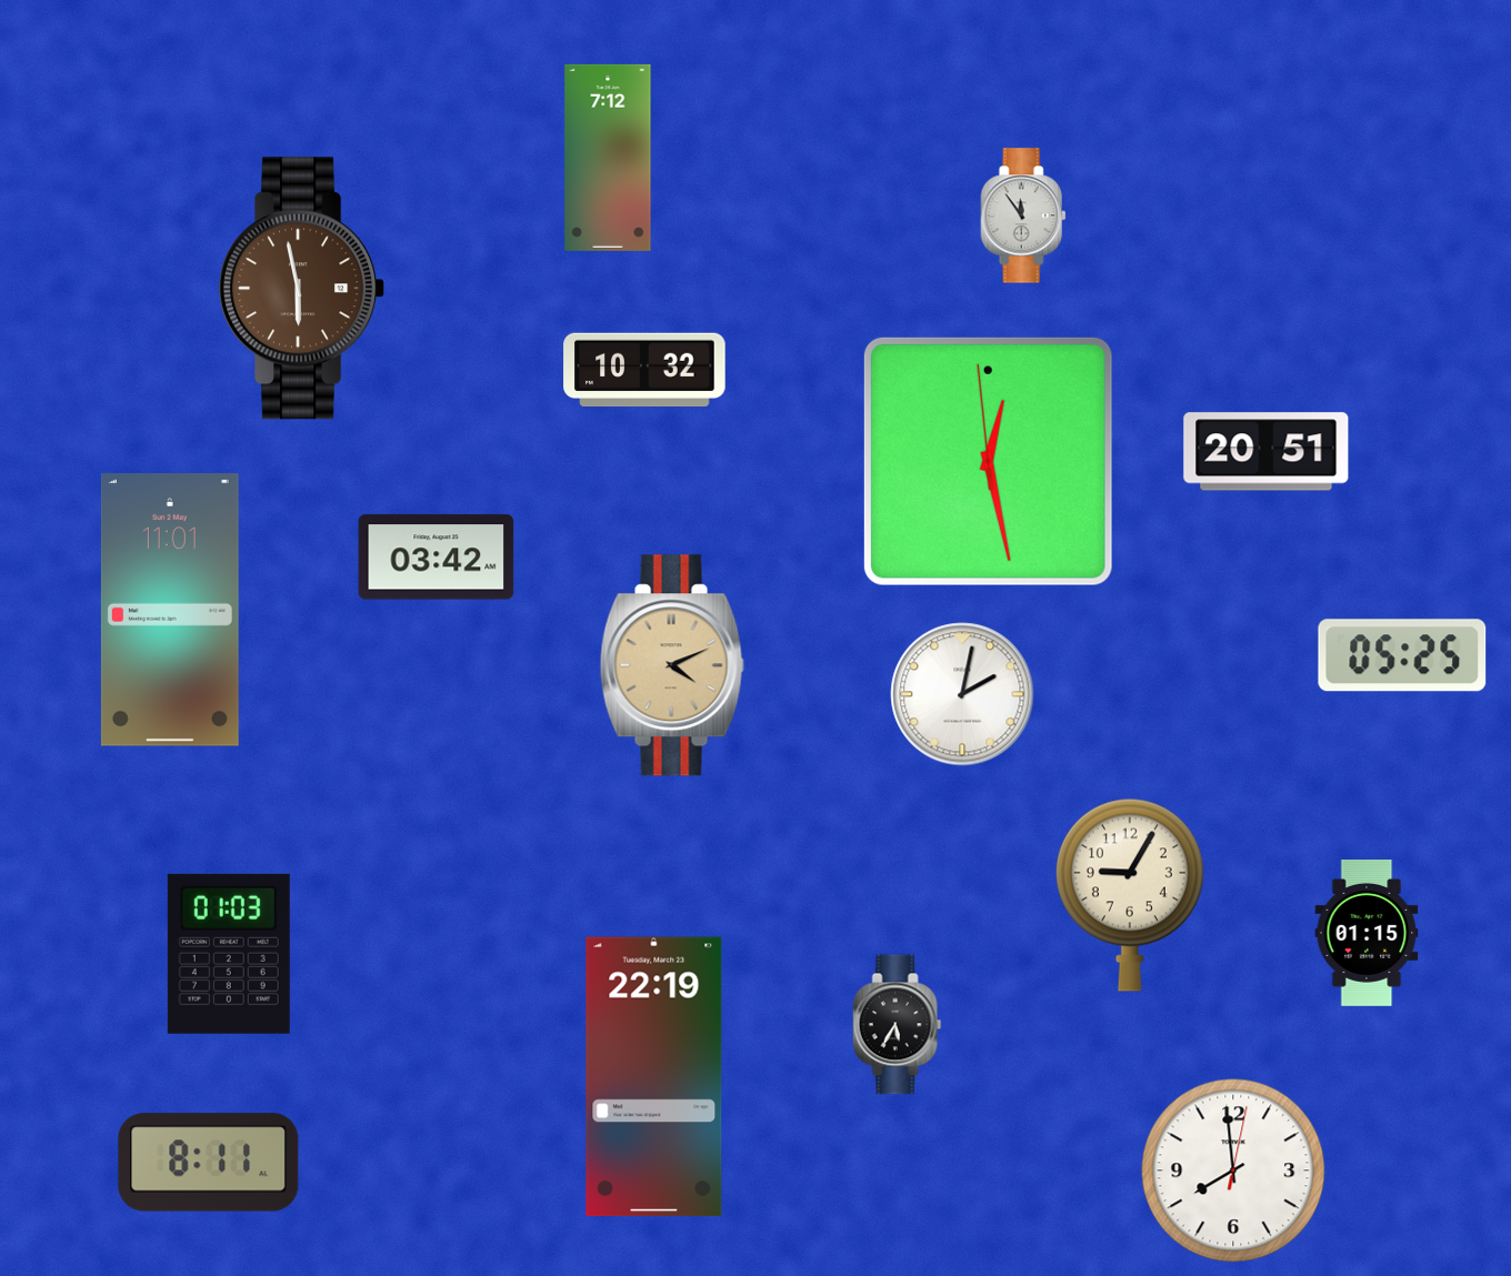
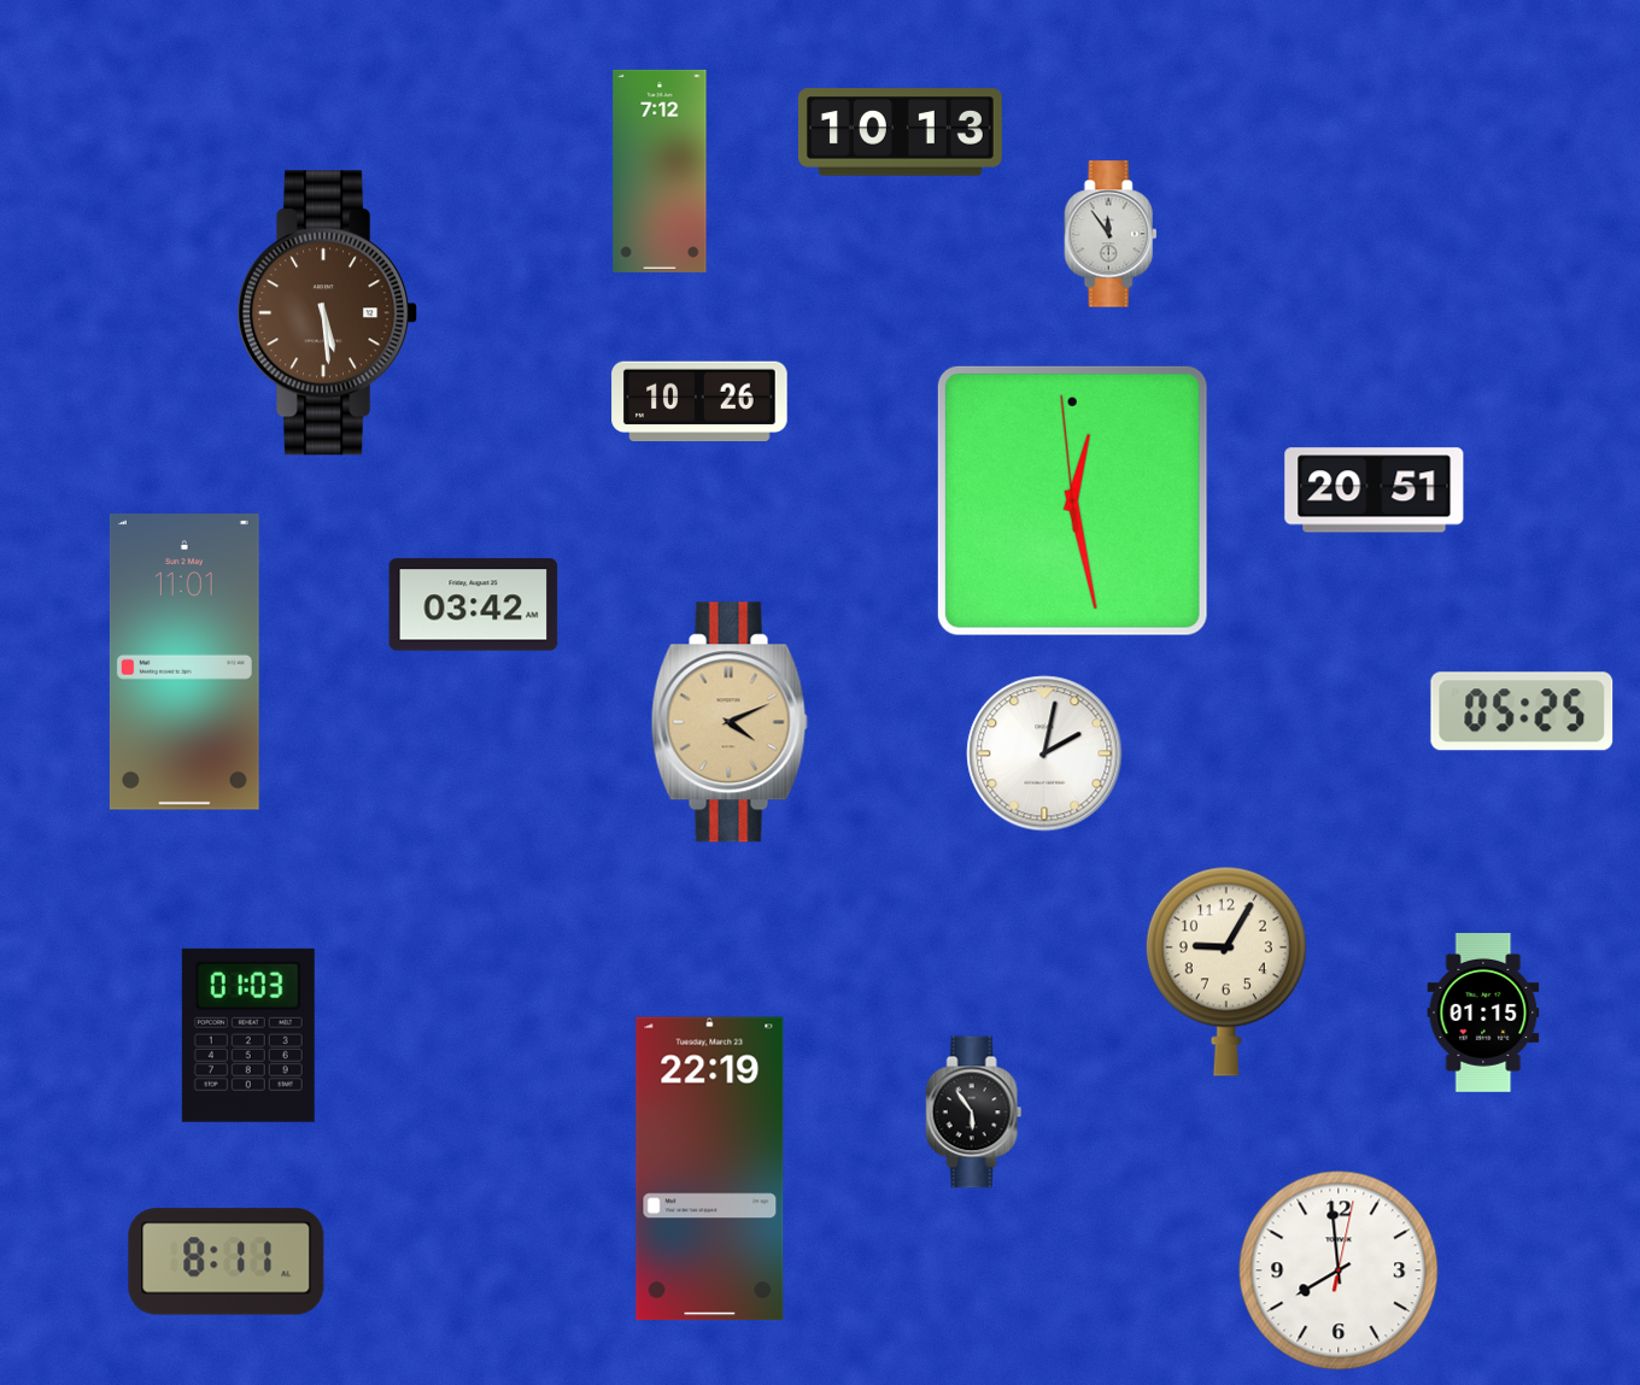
clock at (900, 133): none -> 10:13
clock at (302, 289): 5:58 -> 5:29
clock at (644, 370): 10:32 -> 10:26
clock at (898, 1025): 5:35 -> 5:54
